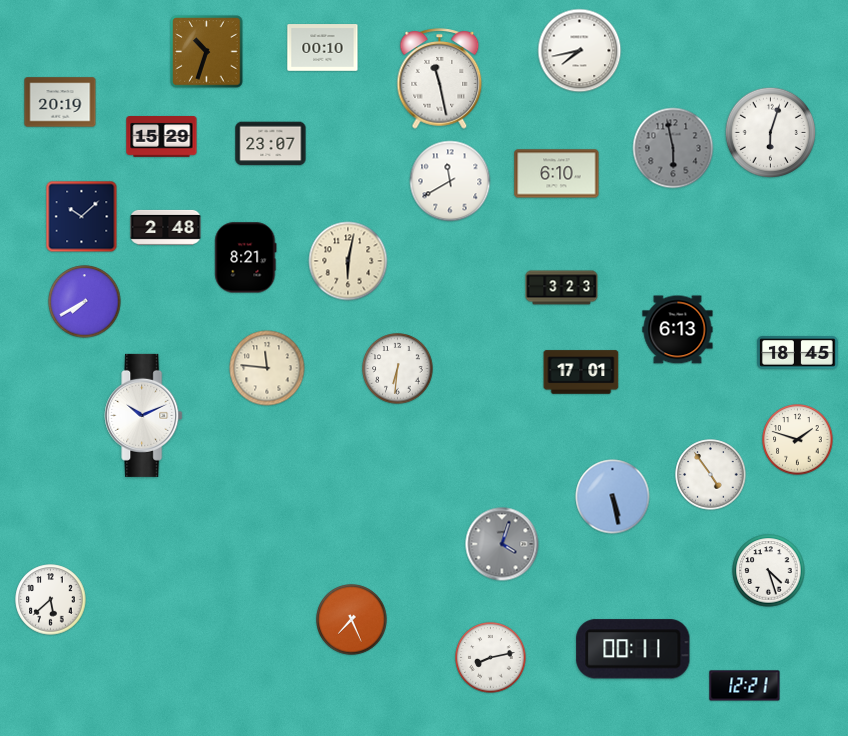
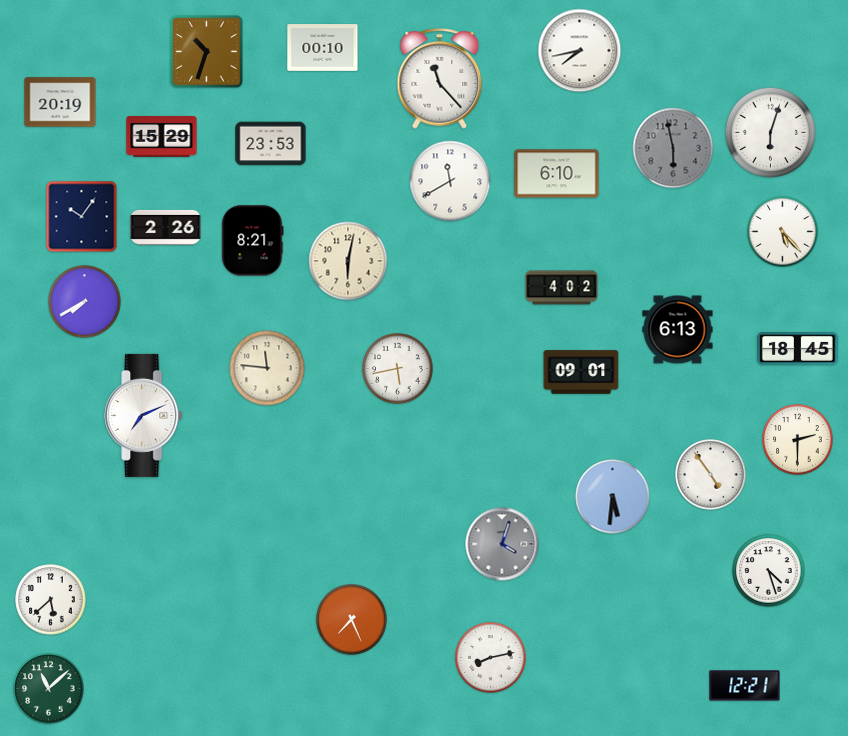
clock at (440, 79): 11:28 -> 11:23
clock at (271, 144): 23:07 -> 23:53
clock at (82, 217): 10:08 -> 10:06
clock at (166, 227): 2:48 -> 2:26
clock at (783, 232): none -> 5:23
clock at (246, 258) position: (246, 258) -> (253, 241)
clock at (562, 288): 3:23 -> 4:02
clock at (798, 353) position: (798, 353) -> (798, 349)
clock at (398, 369): 6:31 -> 5:43
clock at (581, 372): 17:01 -> 09:01
clock at (144, 415): 10:11 -> 7:11
clock at (798, 440): 1:48 -> 2:30
clock at (613, 497): 5:28 -> 5:31
clock at (633, 649): 00:11 -> none
clock at (49, 689): none -> 11:08
